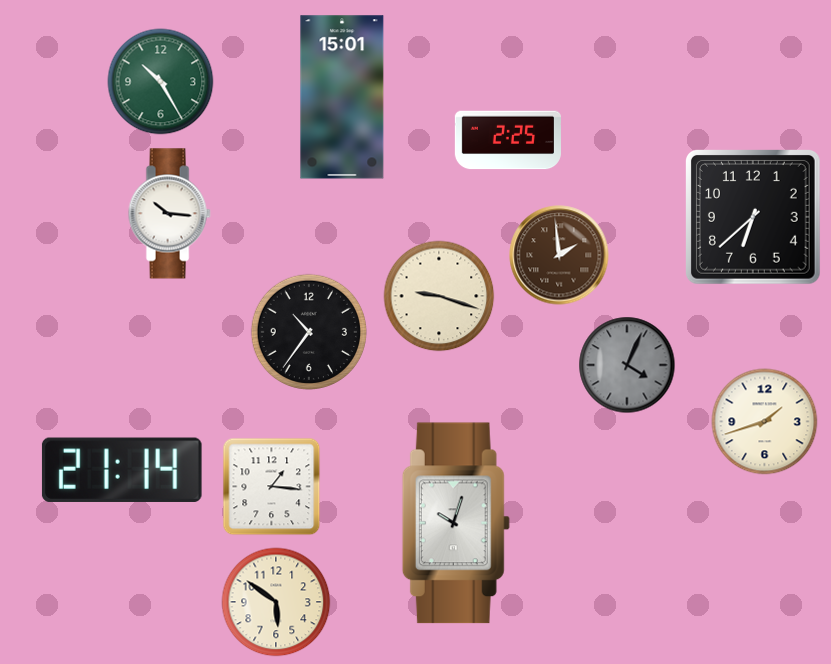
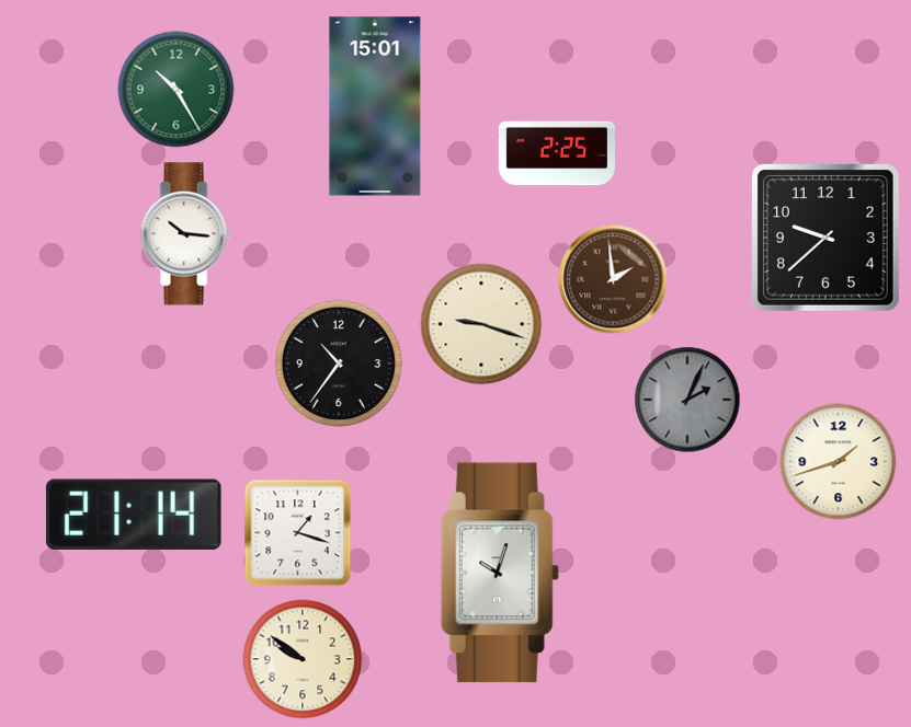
clock at (754, 218): 6:38 -> 9:38
clock at (627, 365): 4:04 -> 2:04
clock at (272, 487): 1:16 -> 1:18
clock at (276, 602): 5:51 -> 9:51
